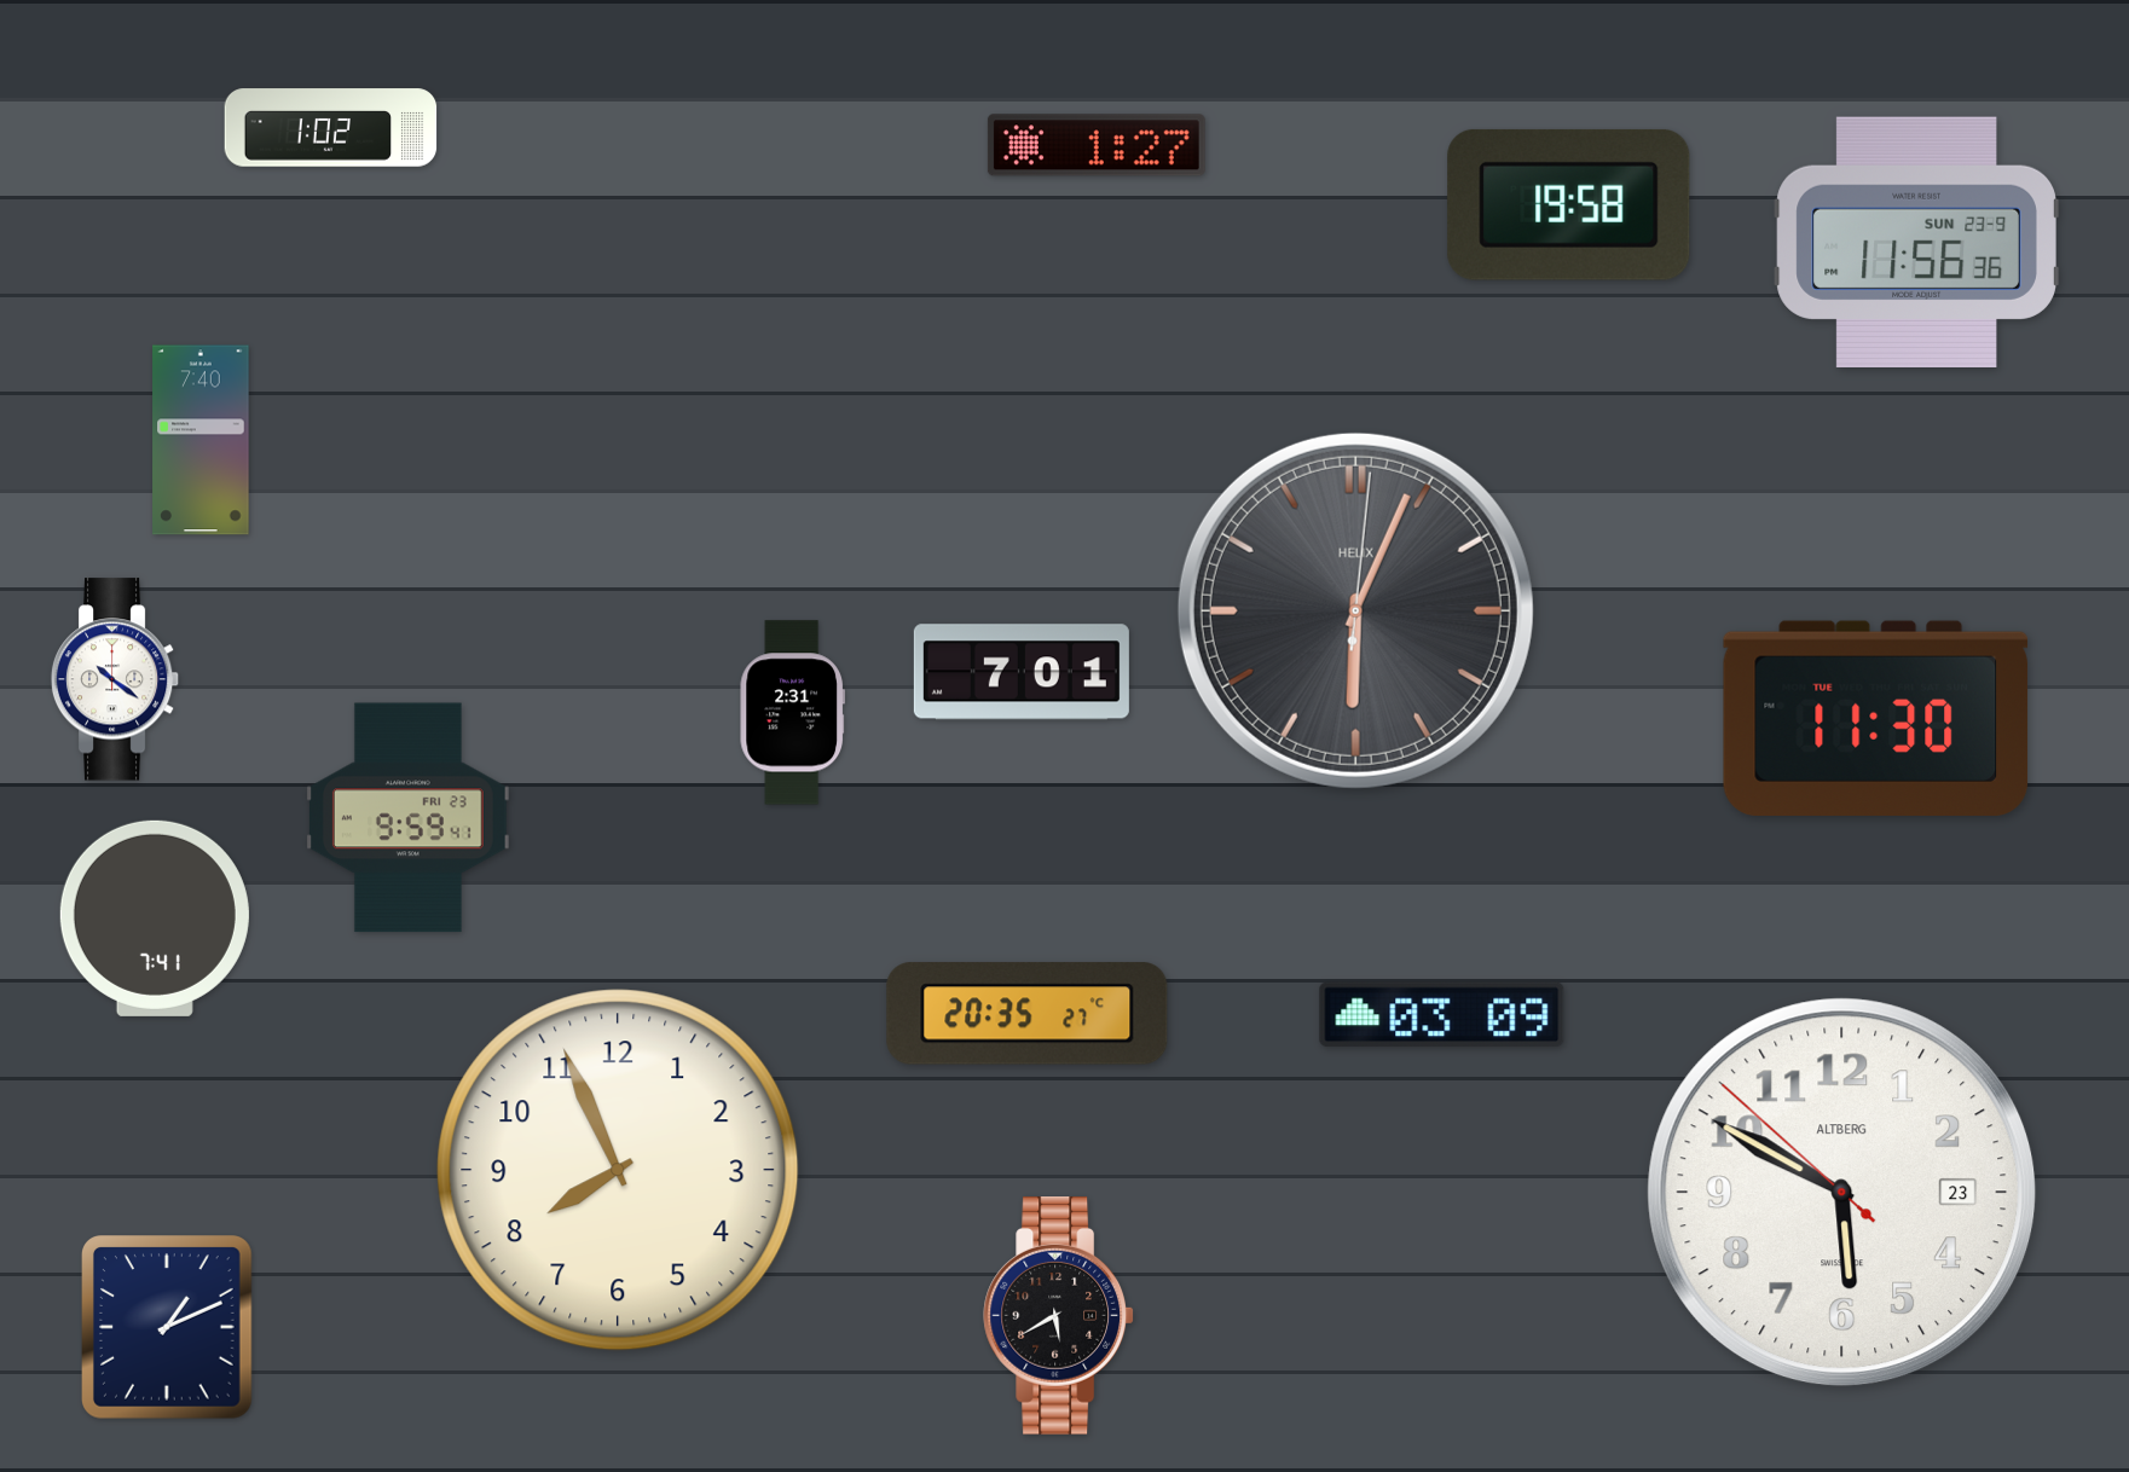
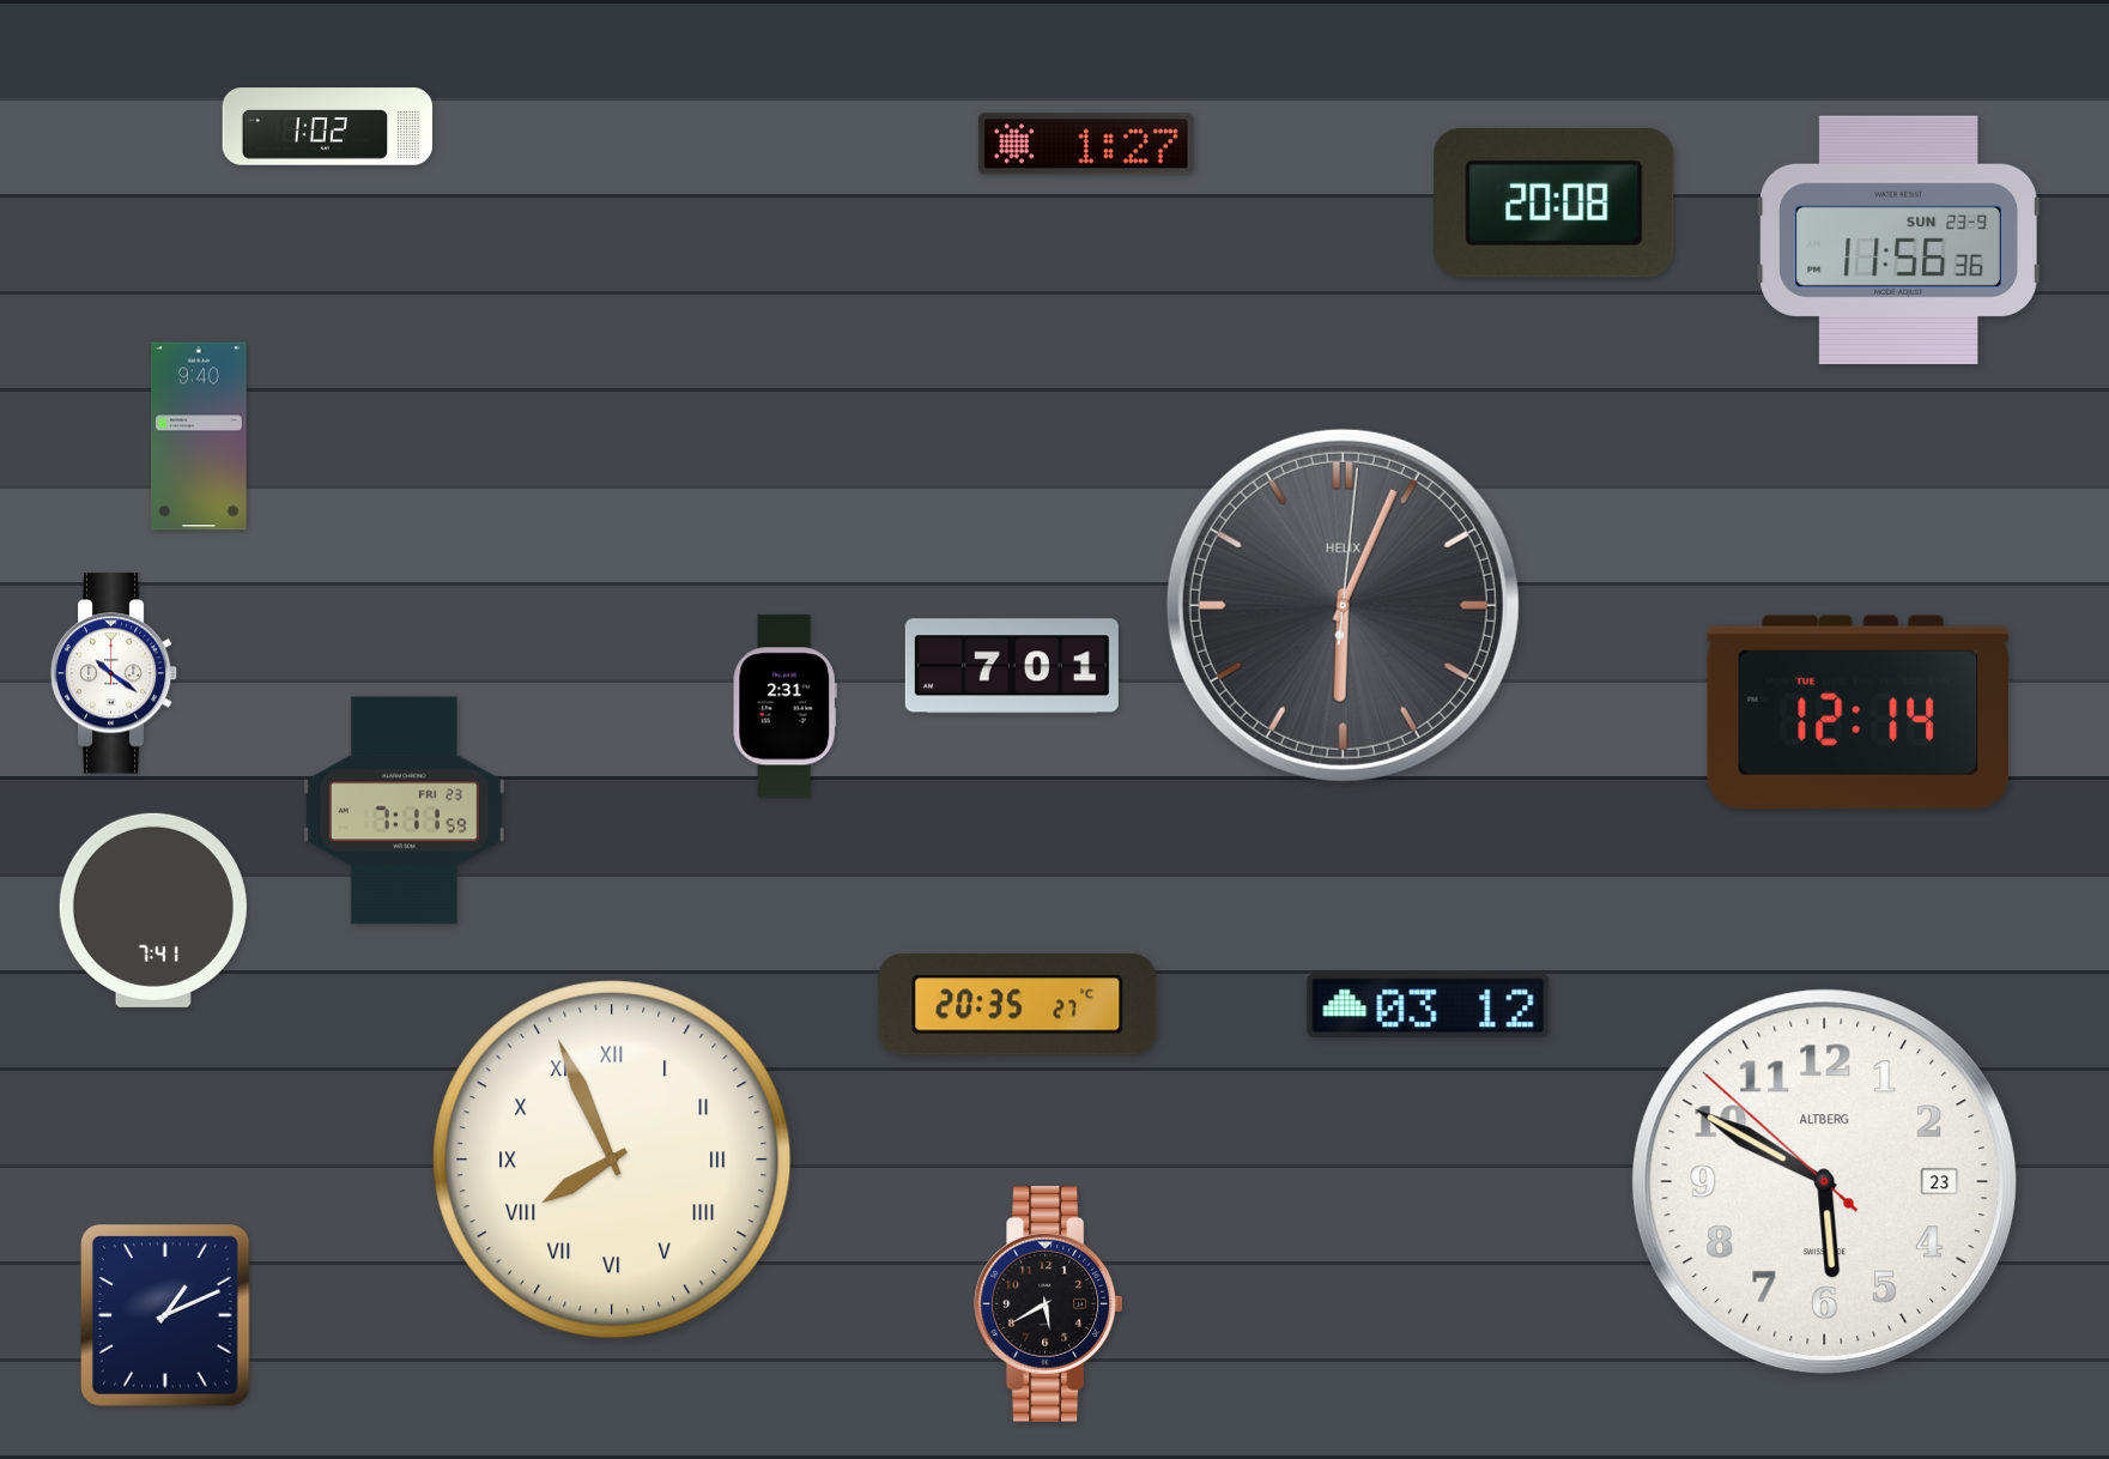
clock at (1569, 204): 19:58 -> 20:08
clock at (201, 440): 7:40 -> 9:40
clock at (1876, 718): 11:30 -> 12:14
clock at (407, 818): 9:59 -> 7:11
clock at (1442, 1015): 03:09 -> 03:12
clock at (618, 1170) numerals: Arabic -> Roman
